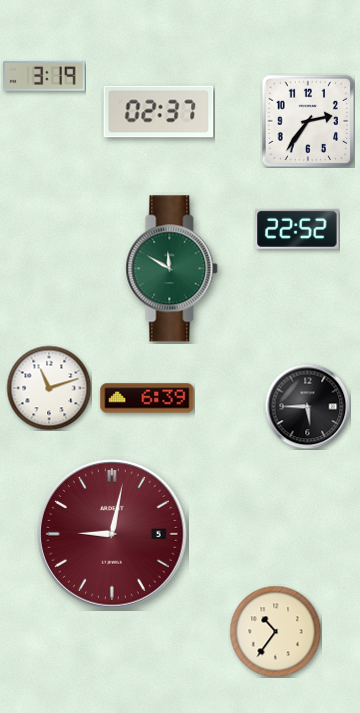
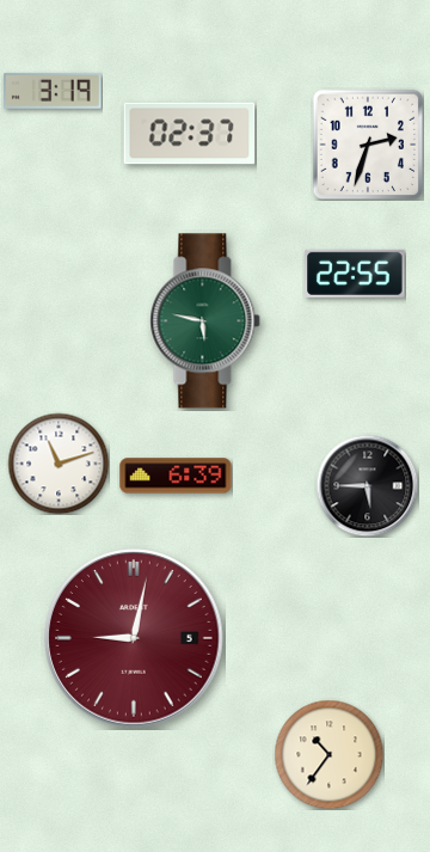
clock at (308, 121): 2:36 -> 2:33
clock at (297, 229): 22:52 -> 22:55
clock at (172, 269): 11:50 -> 5:47
